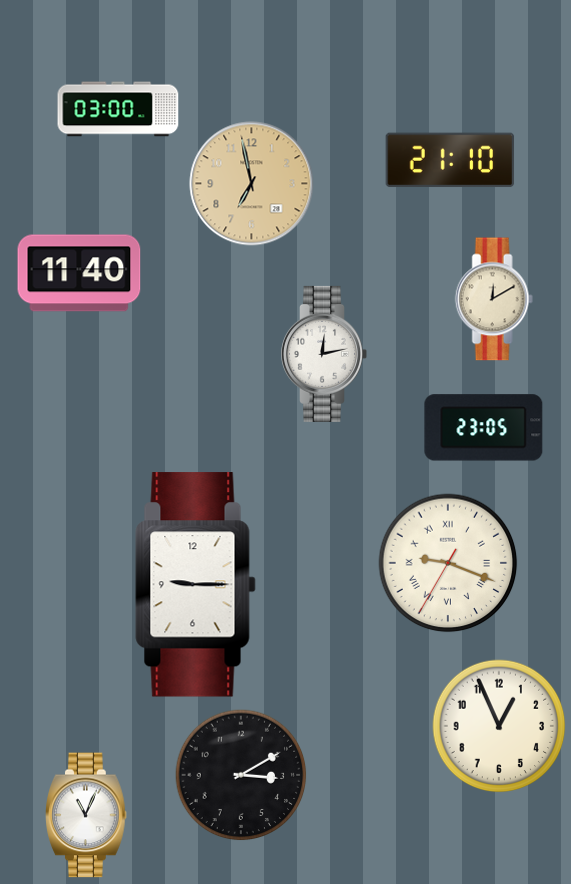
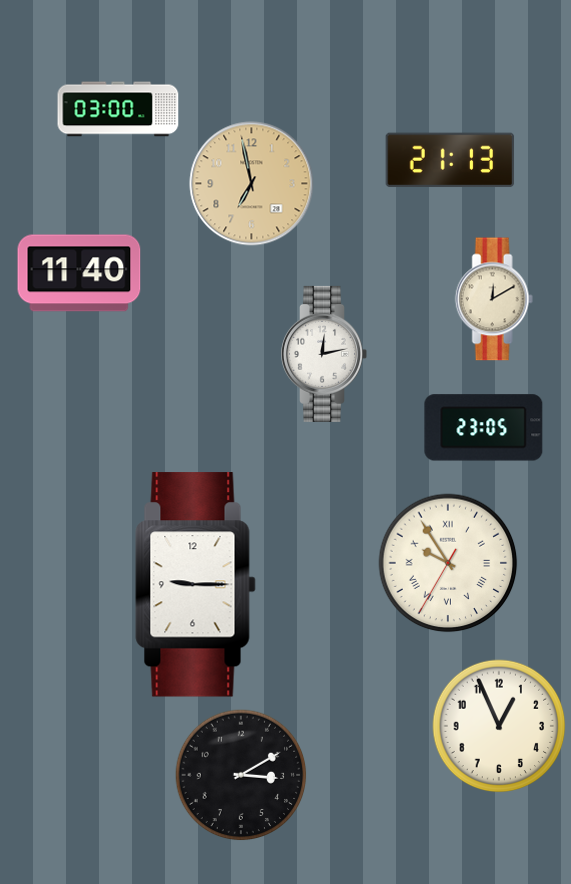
clock at (450, 160): 21:10 -> 21:13
clock at (448, 563): 9:18 -> 9:54
clock at (86, 815): 11:04 -> none
